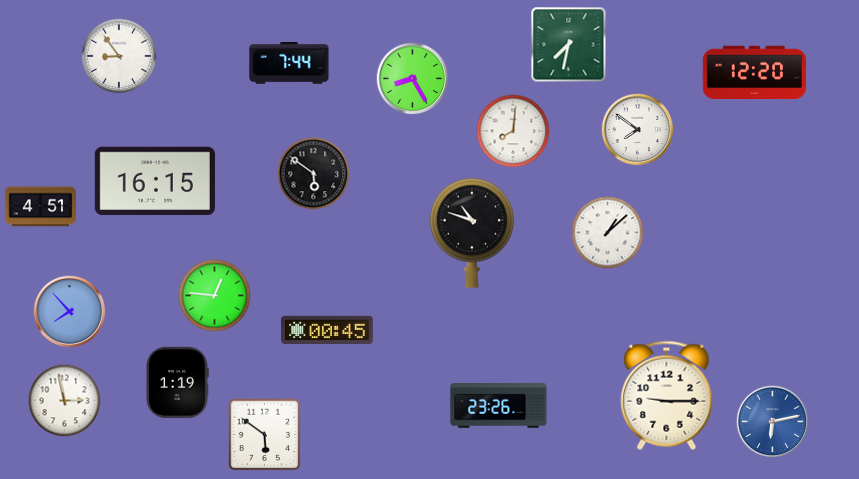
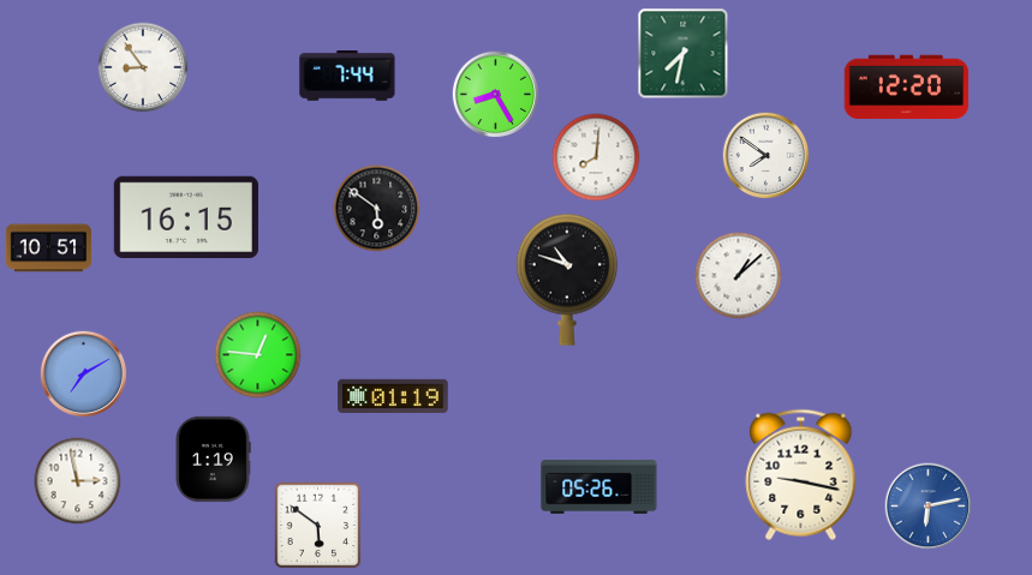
clock at (513, 131) position: (513, 131) -> (596, 157)
clock at (41, 207): 4:51 -> 10:51
clock at (608, 233) position: (608, 233) -> (739, 276)
clock at (70, 312): 7:53 -> 7:10
clock at (327, 329): 00:45 -> 01:19
clock at (667, 395): 9:15 -> 9:17
clock at (499, 406): 23:26 -> 05:26
clock at (265, 435) position: (265, 435) -> (318, 526)
